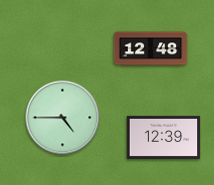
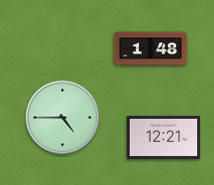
clock at (151, 49): 12:48 -> 1:48
clock at (164, 137): 12:39 -> 12:21
